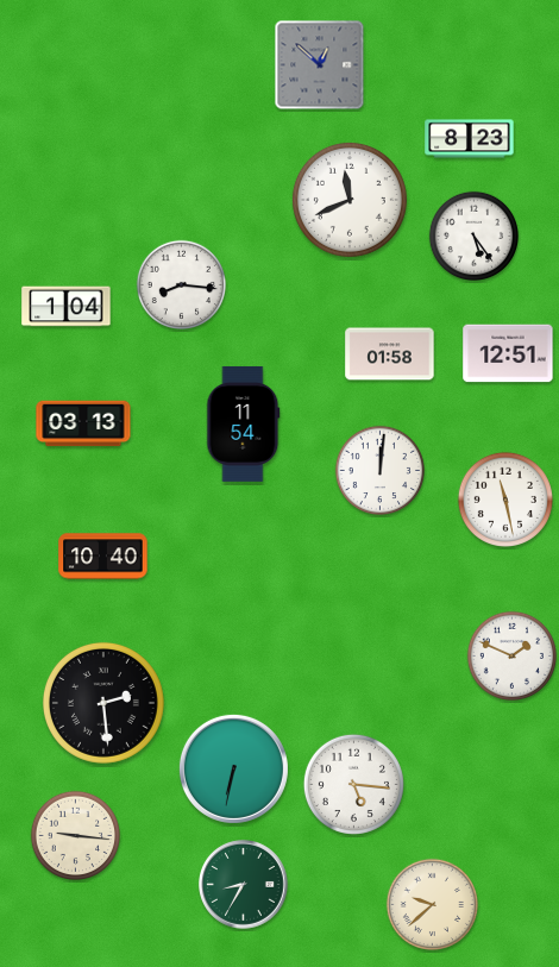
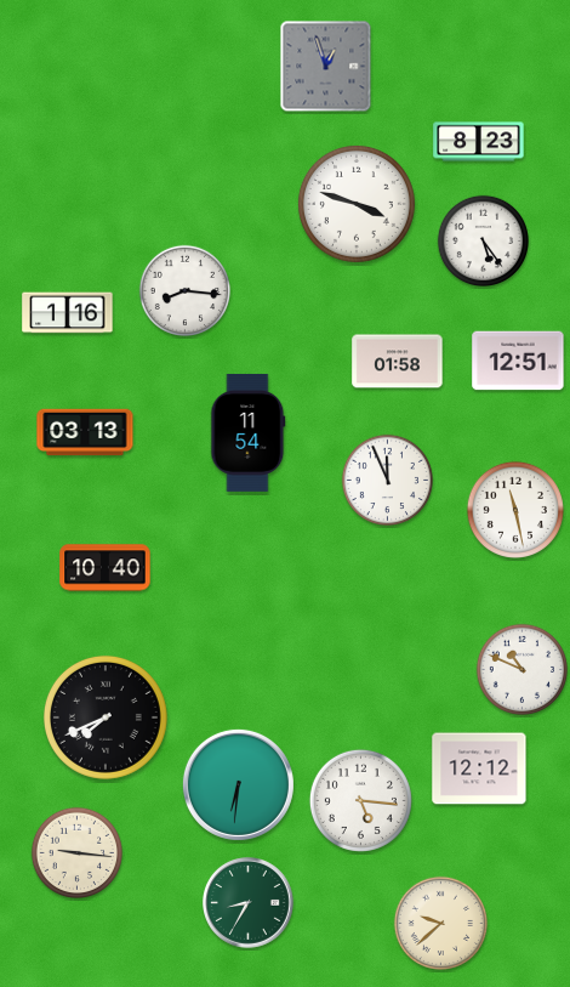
clock at (320, 65): 12:52 -> 12:57
clock at (350, 200): 11:41 -> 3:48
clock at (67, 307): 1:04 -> 1:16
clock at (379, 470): 12:01 -> 11:56
clock at (511, 655): 1:49 -> 10:49
clock at (103, 703): 2:29 -> 7:41
clock at (479, 768): none -> 12:12
clock at (233, 768): 6:32 -> 6:31
